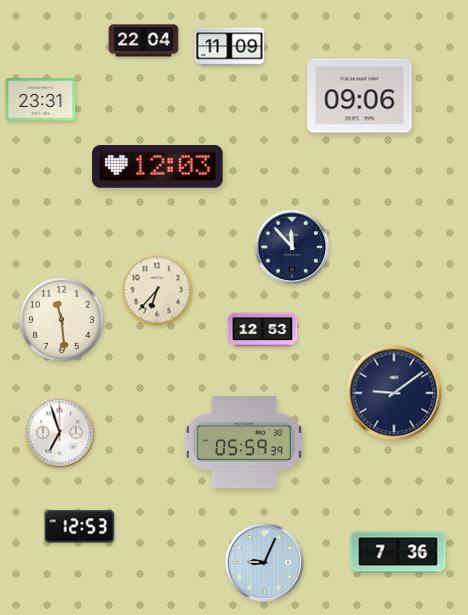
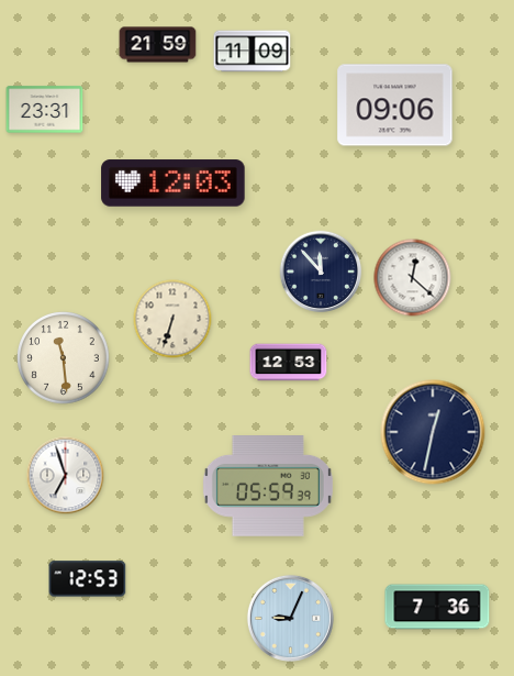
clock at (144, 41): 22:04 -> 21:59
clock at (413, 278): none -> 12:22
clock at (157, 290): 6:37 -> 6:33
clock at (62, 320) position: (62, 320) -> (64, 358)
clock at (394, 393): 9:09 -> 12:32
